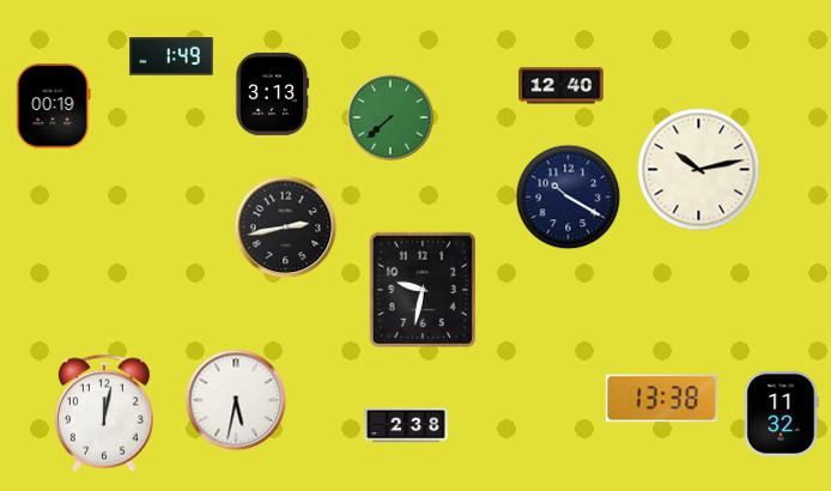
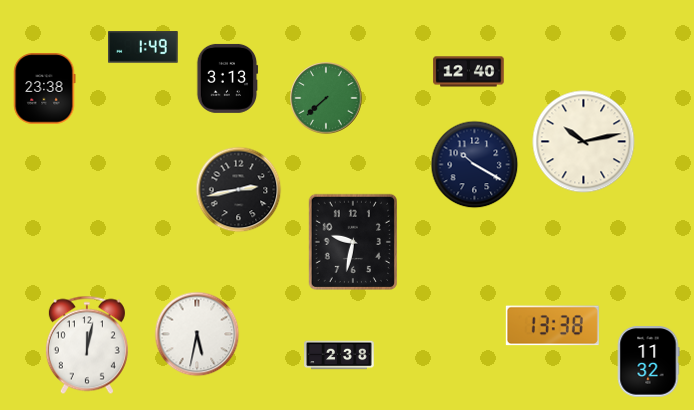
clock at (54, 107): 00:19 -> 23:38
clock at (661, 399) position: (661, 399) -> (552, 326)
clock at (781, 414) position: (781, 414) -> (648, 362)
